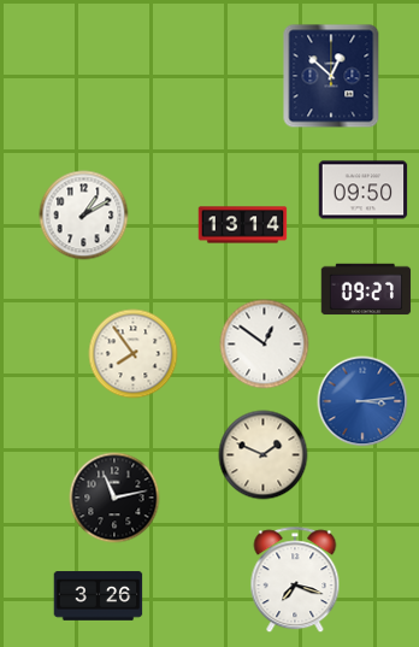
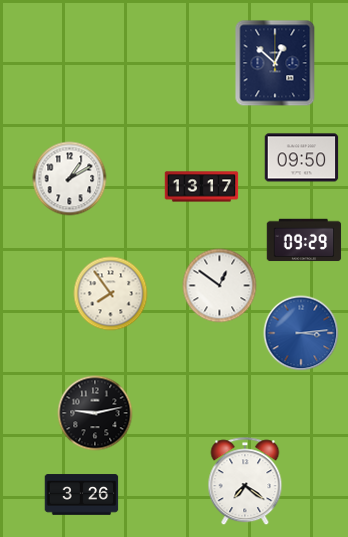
clock at (243, 225): 13:14 -> 13:17
clock at (366, 289): 09:27 -> 09:29
clock at (264, 455): 1:49 -> none
clock at (114, 498): 11:13 -> 9:13
clock at (295, 581): 7:18 -> 7:21
